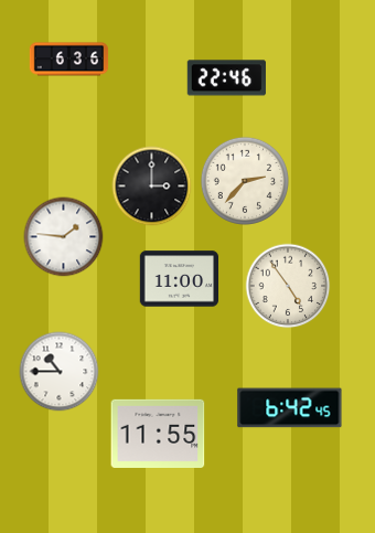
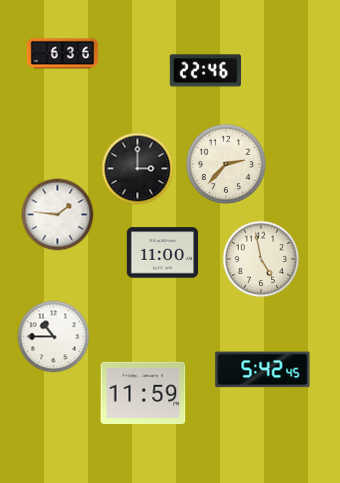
clock at (245, 181) position: (245, 181) -> (226, 164)
clock at (288, 286): 4:54 -> 4:58
clock at (290, 408): 6:42 -> 5:42
clock at (158, 434): 11:55 -> 11:59
